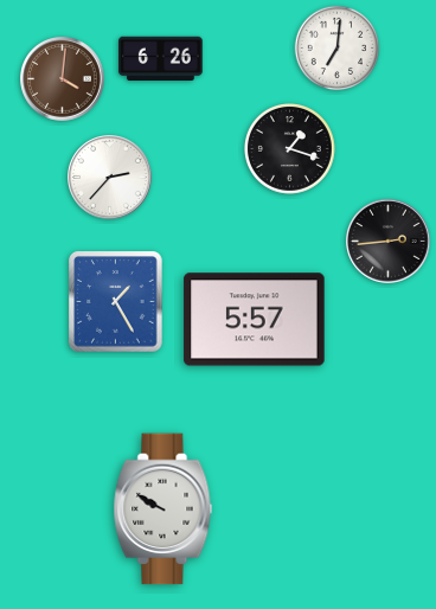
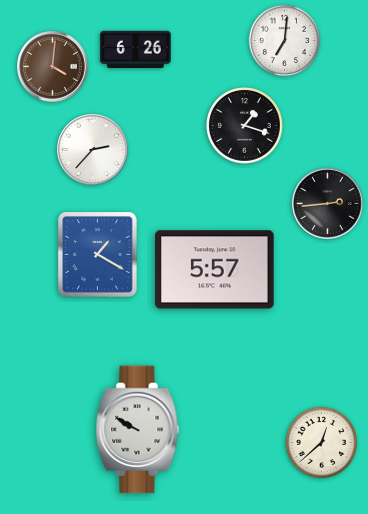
clock at (116, 302): 1:25 -> 1:20
clock at (322, 443): none -> 12:38
